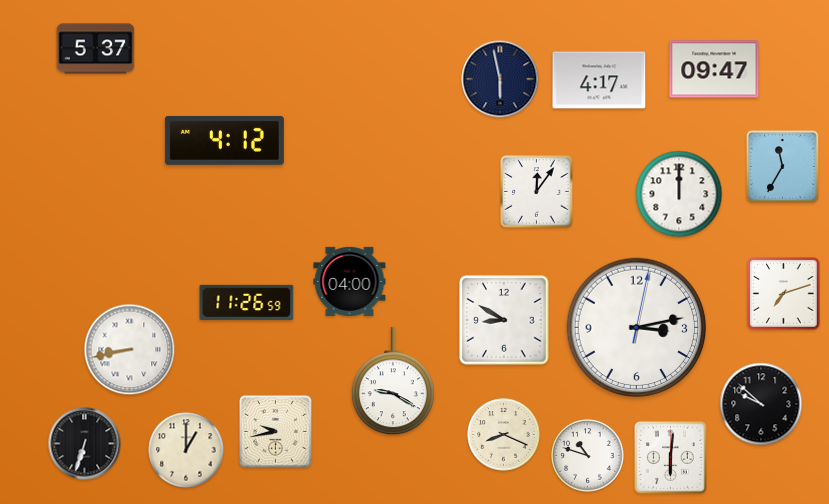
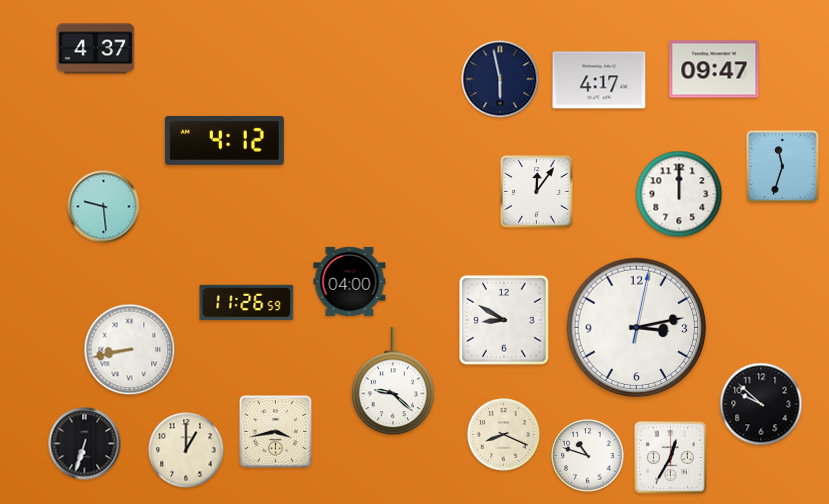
clock at (96, 49): 5:37 -> 4:37
clock at (783, 167): 11:35 -> 11:33
clock at (104, 207): none -> 9:29
clock at (784, 294): 7:12 -> none
clock at (393, 382): 9:20 -> 9:22
clock at (276, 432): 9:43 -> 3:43
clock at (671, 458): 6:01 -> 12:35
